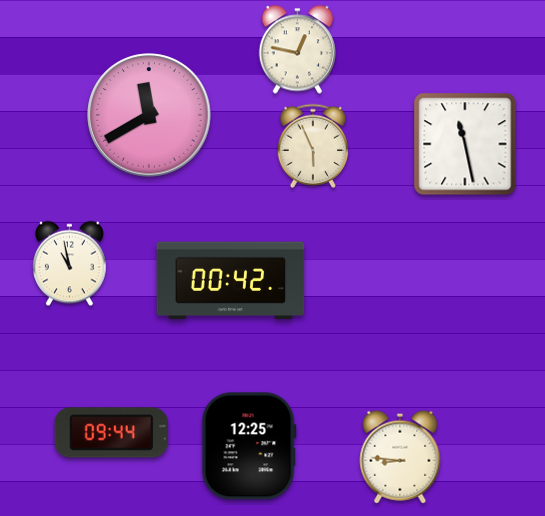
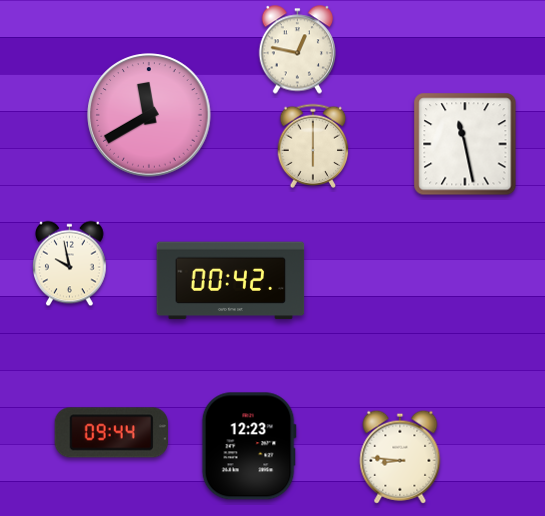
clock at (313, 146): 5:56 -> 6:00
clock at (70, 264): 10:58 -> 9:58
clock at (249, 446): 12:25 -> 12:23
